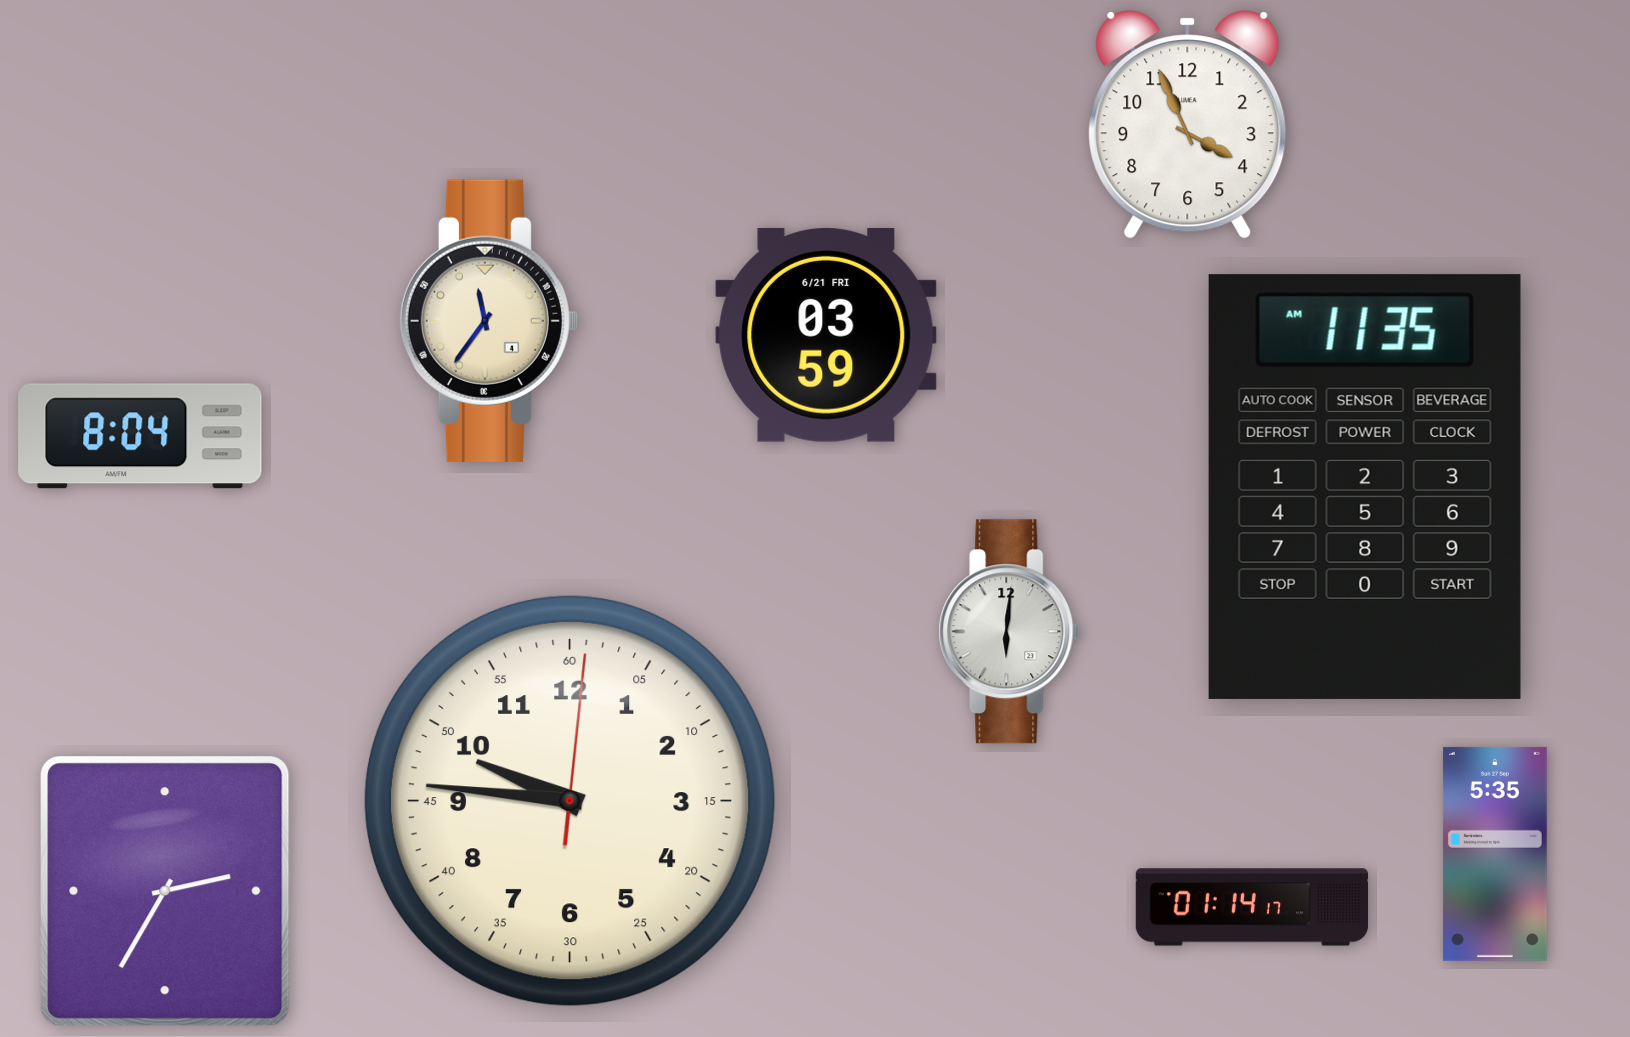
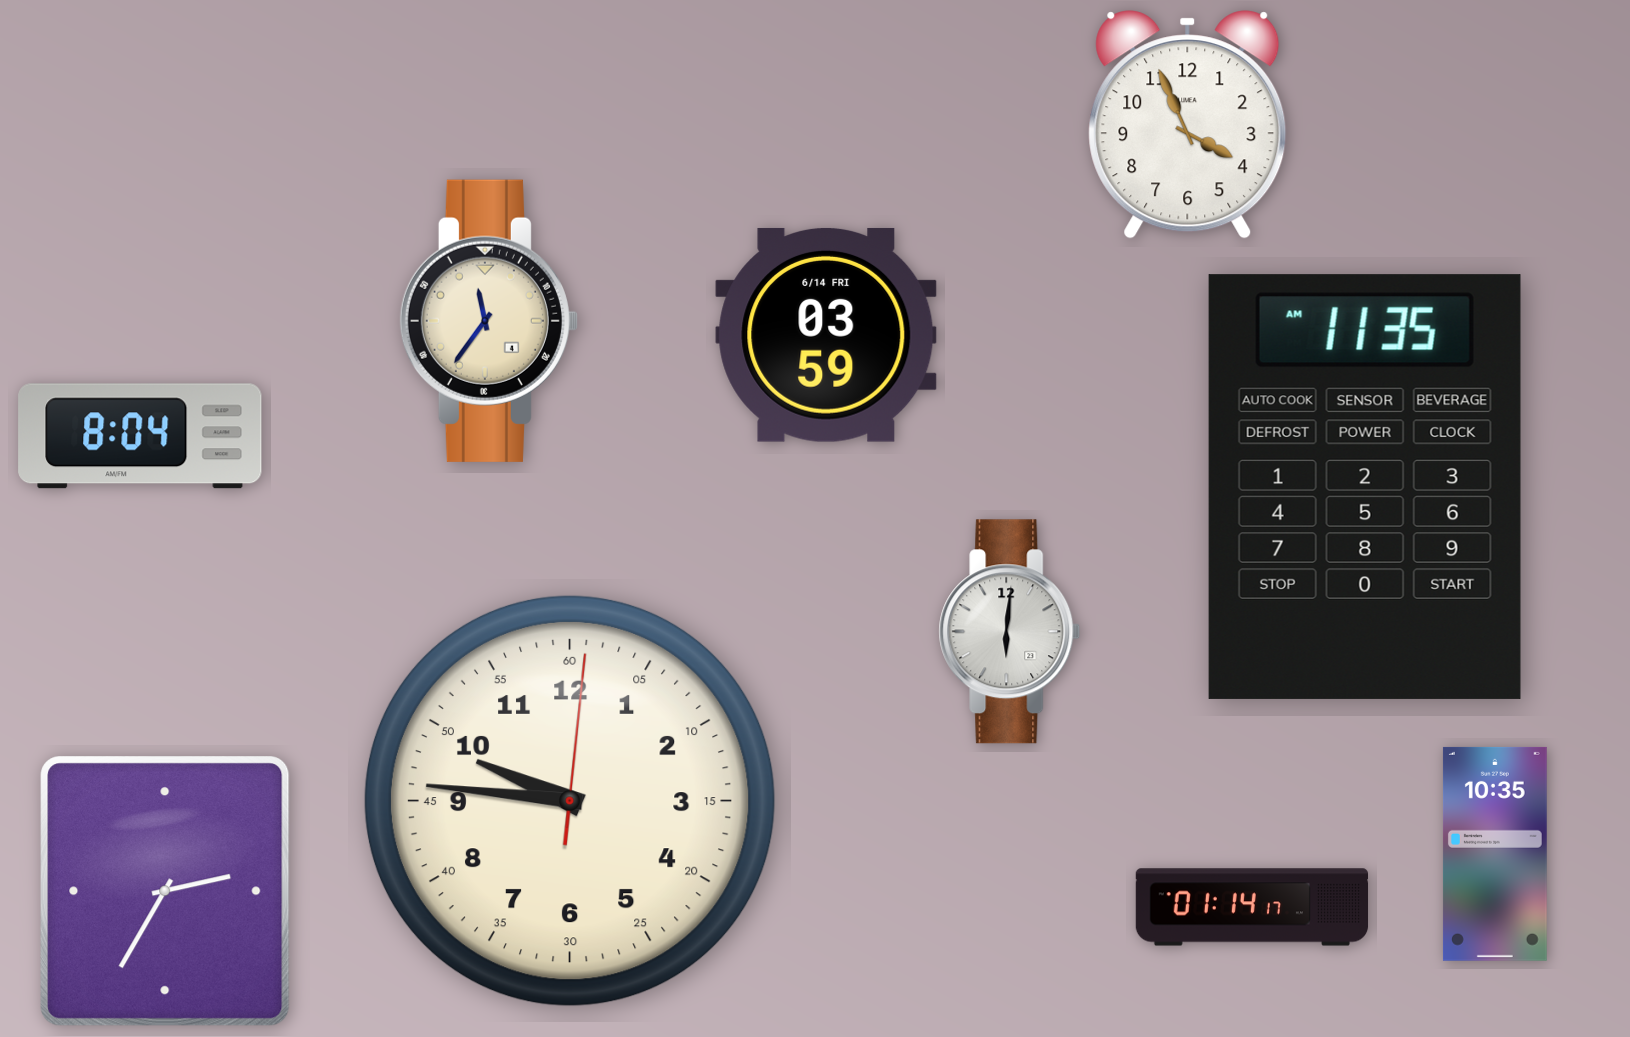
clock at (826, 335) date: 6/21 FRI -> 6/14 FRI
clock at (1495, 854): 5:35 -> 10:35
